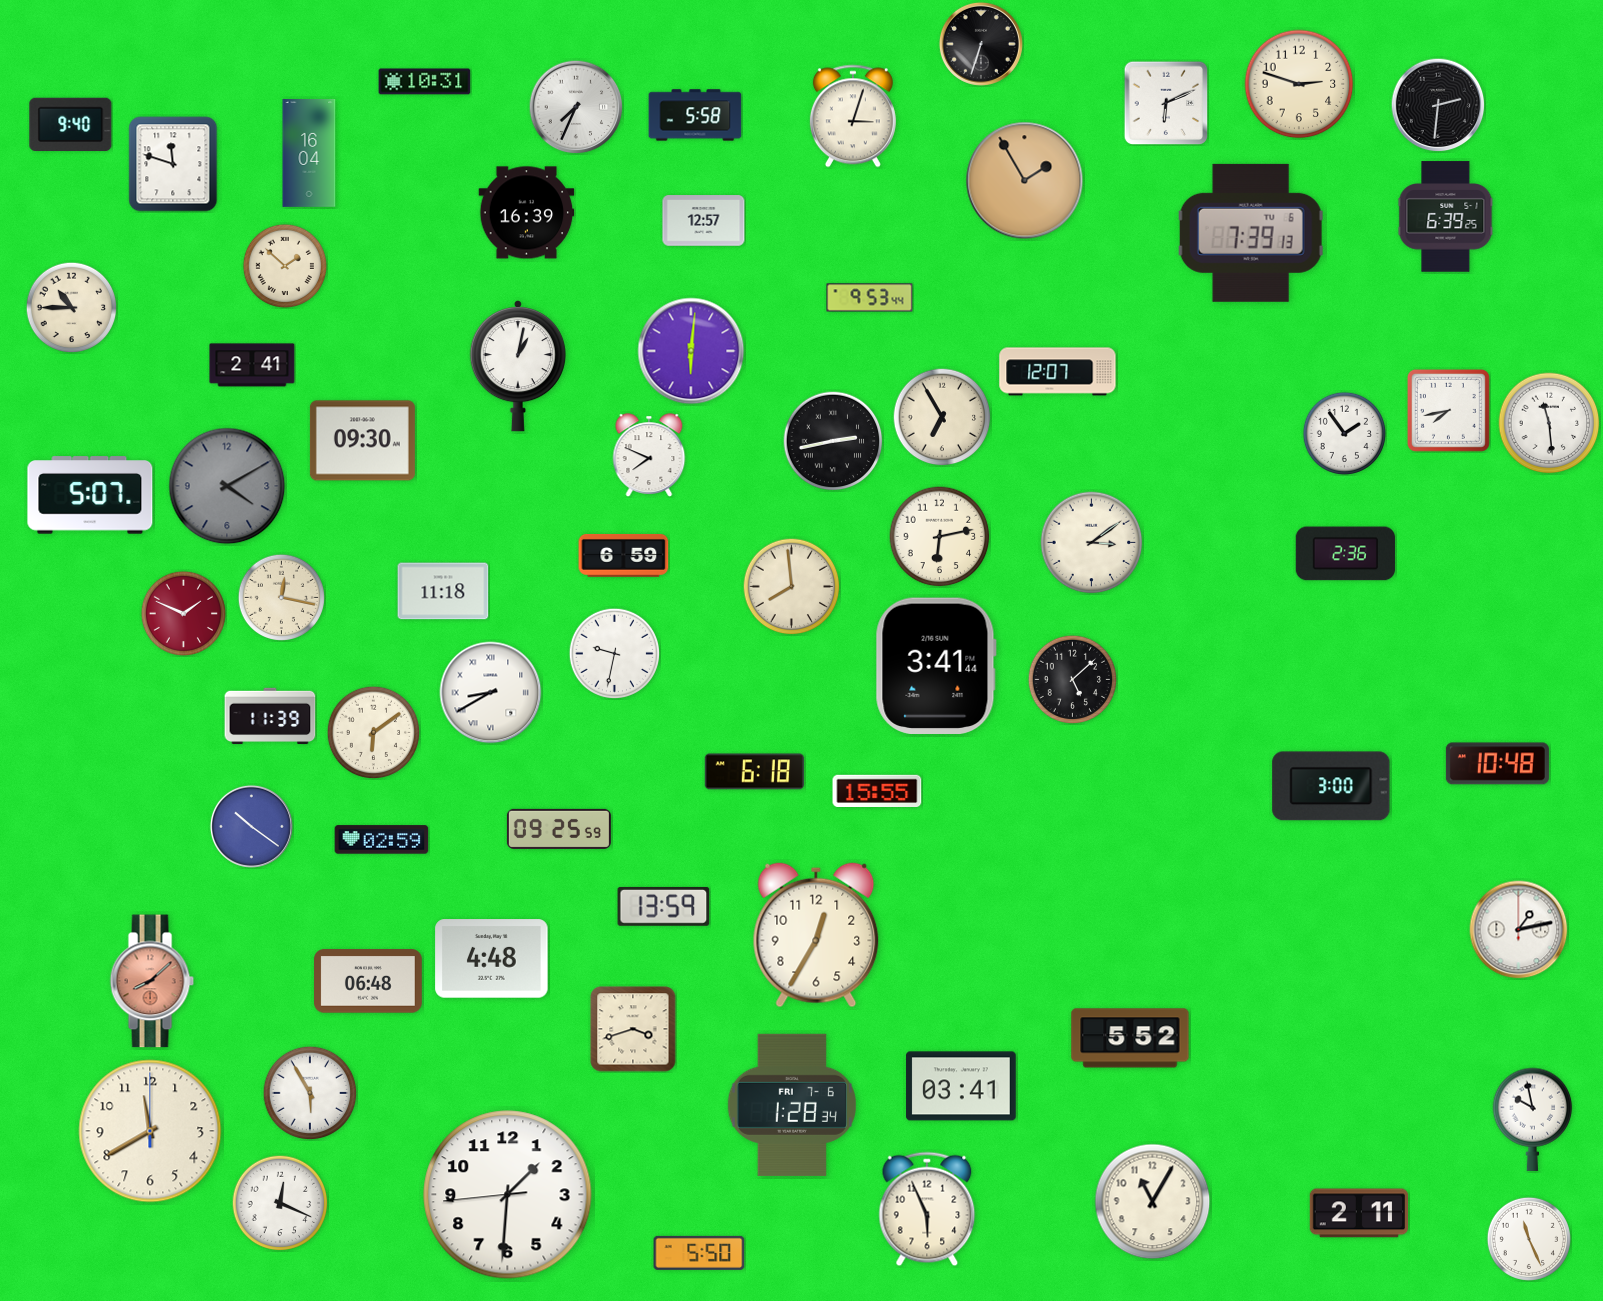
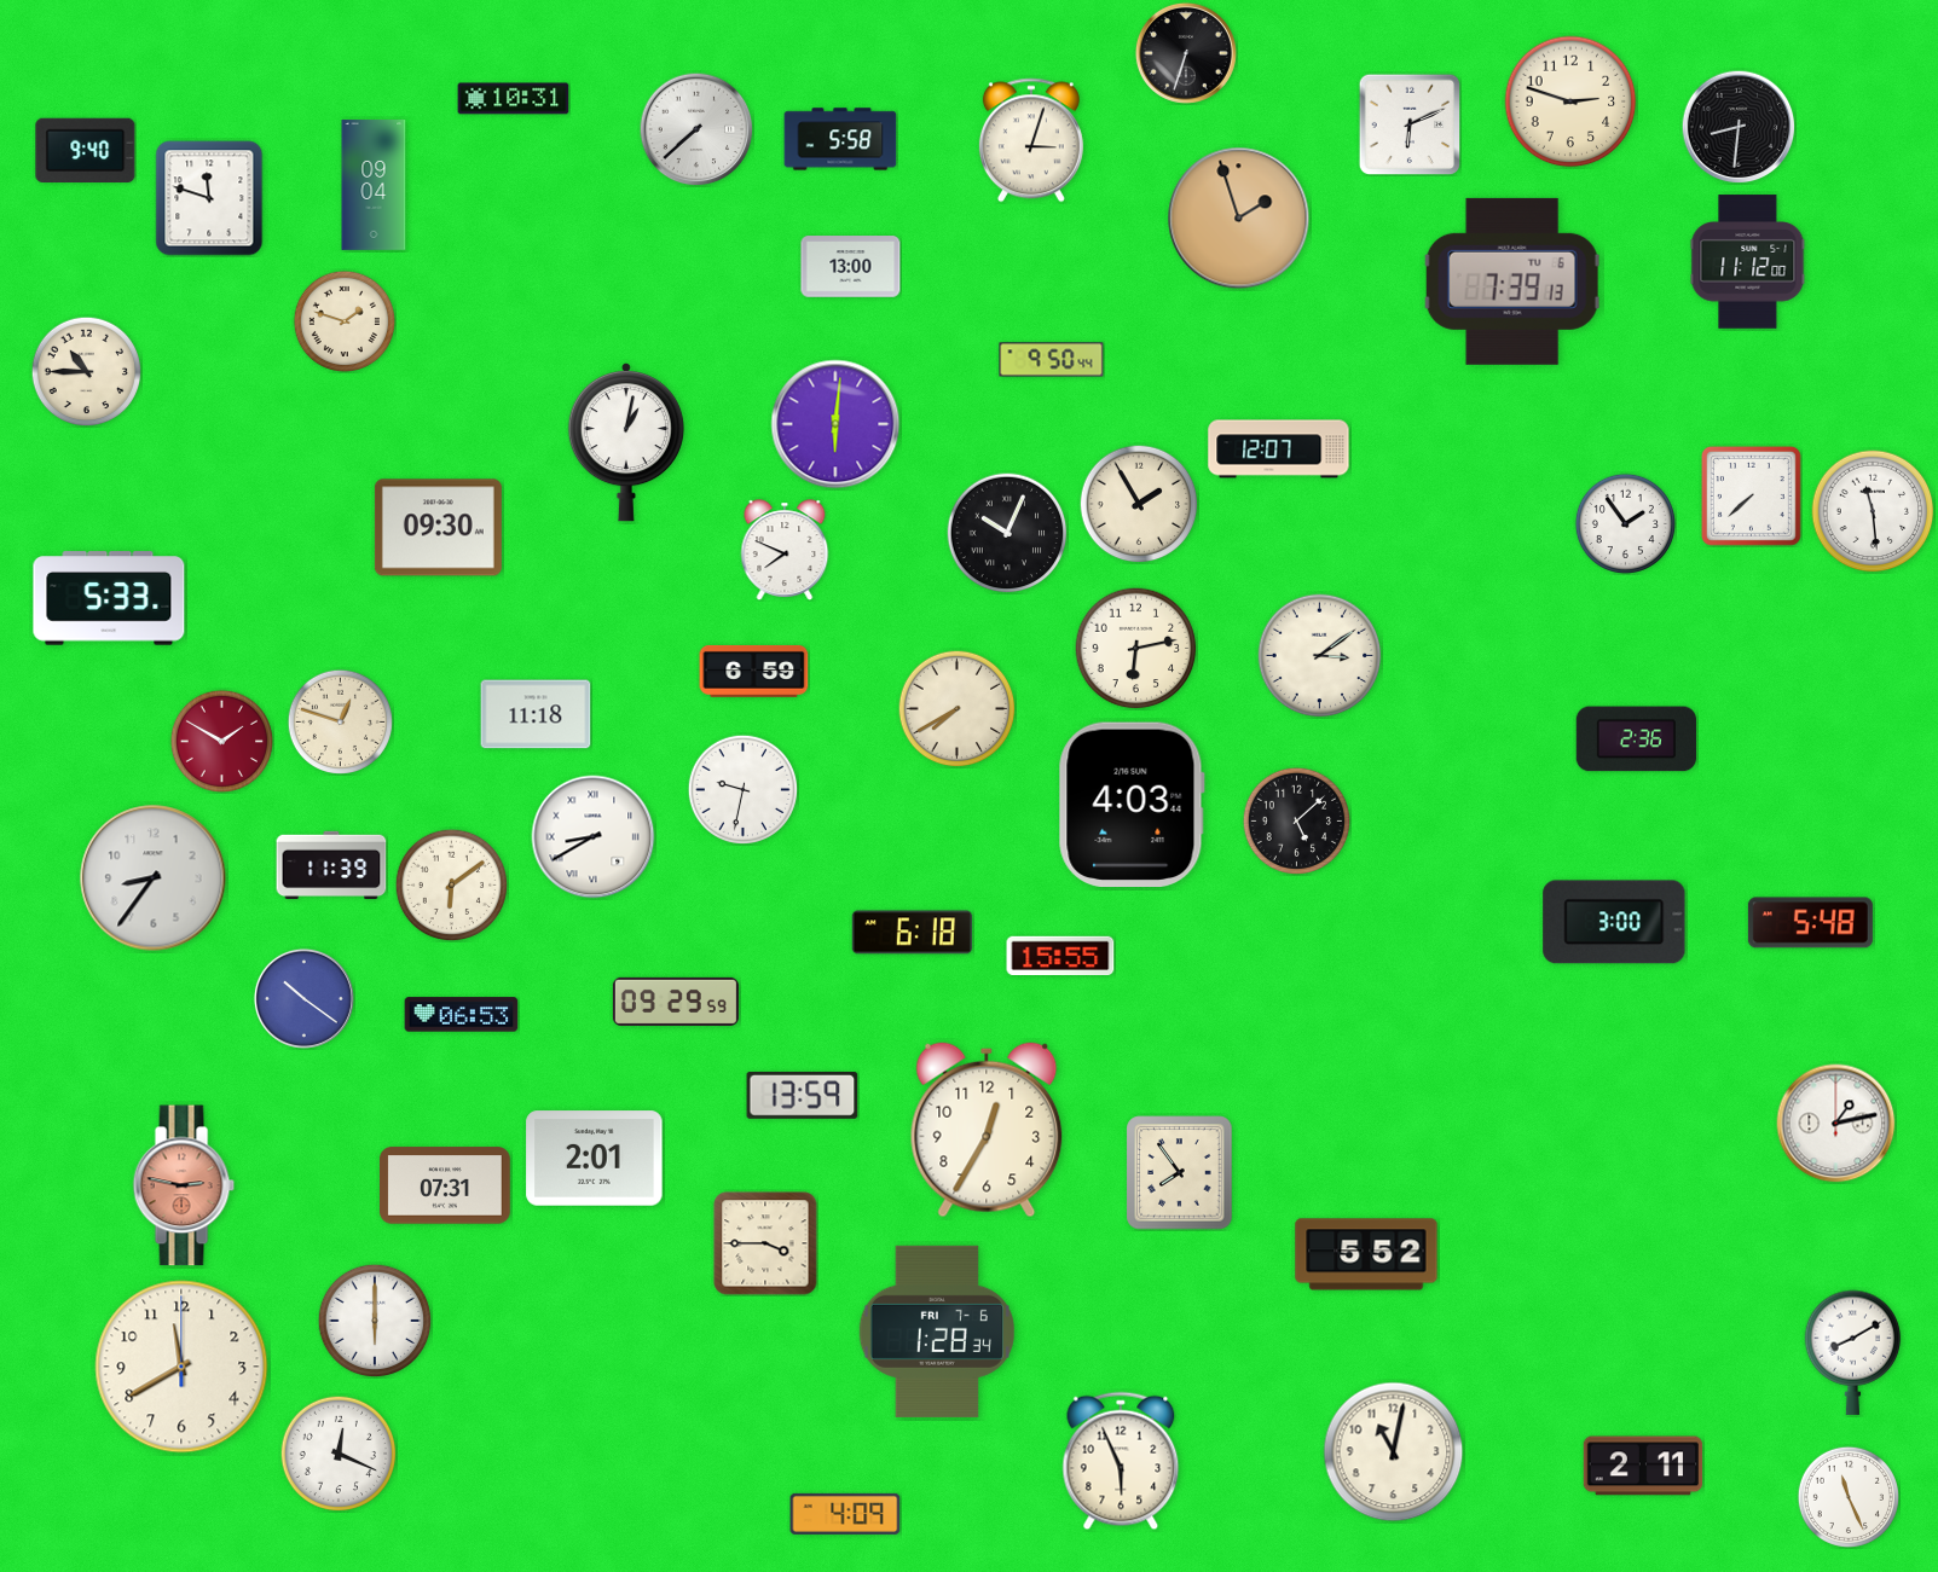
clock at (1438, 105): 2:31 -> 8:31
clock at (576, 107): 7:34 -> 7:38
clock at (309, 153): 16:04 -> 09:04
clock at (1025, 181): 1:55 -> 1:57
clock at (527, 213): 16:39 -> none
clock at (1446, 217): 6:39 -> 11:12
clock at (704, 221): 12:57 -> 13:00
clock at (284, 265): 1:52 -> 1:48
clock at (870, 298): 9:53 -> 9:50
clock at (252, 365): 2:41 -> none
clock at (1448, 410): 7:43 -> 7:38
clock at (942, 417): 6:55 -> 1:55
clock at (362, 441) position: (362, 441) -> (438, 528)
clock at (833, 441): 2:43 -> 10:04
clock at (227, 486): 4:10 -> none
clock at (90, 495): 5:07 -> 5:33
clock at (1345, 554) position: (1345, 554) -> (1636, 739)
clock at (791, 586): 7:59 -> 7:40
clock at (281, 597): 12:17 -> 12:48
clock at (183, 613): 1:49 -> 1:50
clock at (936, 665): 3:41 -> 4:03
clock at (270, 716) position: (270, 716) -> (331, 865)
clock at (154, 878): none -> 8:36
clock at (1497, 764): 10:48 -> 5:48
clock at (1331, 786) position: (1331, 786) -> (1614, 922)
clock at (559, 829): 09:25 -> 09:29
clock at (382, 840): 02:59 -> 06:53
clock at (492, 959): 4:48 -> 2:01
clock at (1180, 1173): none -> 7:54
clock at (152, 981): 8:08 -> 2:47
clock at (369, 981): 06:48 -> 07:31
clock at (633, 1029): 3:42 -> 3:45
clock at (961, 1086): 03:41 -> none
clock at (310, 1093): 5:55 -> 6:00
clock at (792, 1105) position: (792, 1105) -> (937, 1332)
clock at (1533, 1119): 9:58 -> 8:10
clock at (508, 1195): 1:30 -> none
clock at (1153, 1202): 11:05 -> 11:02
clock at (699, 1253): 5:50 -> 4:09
